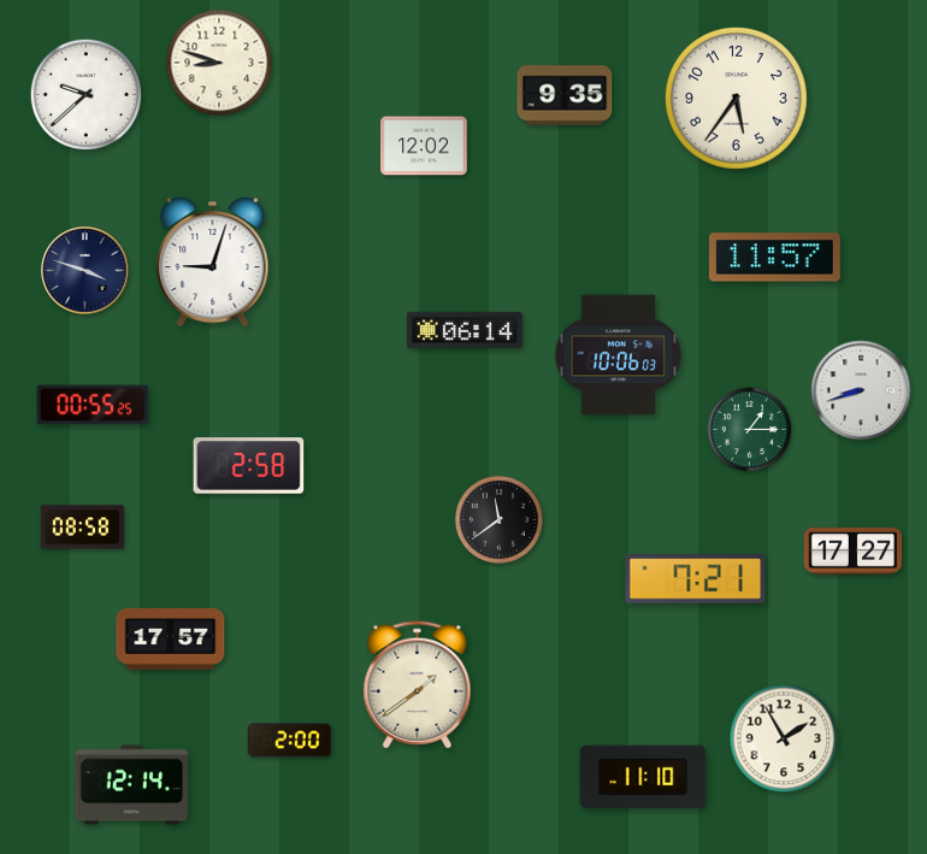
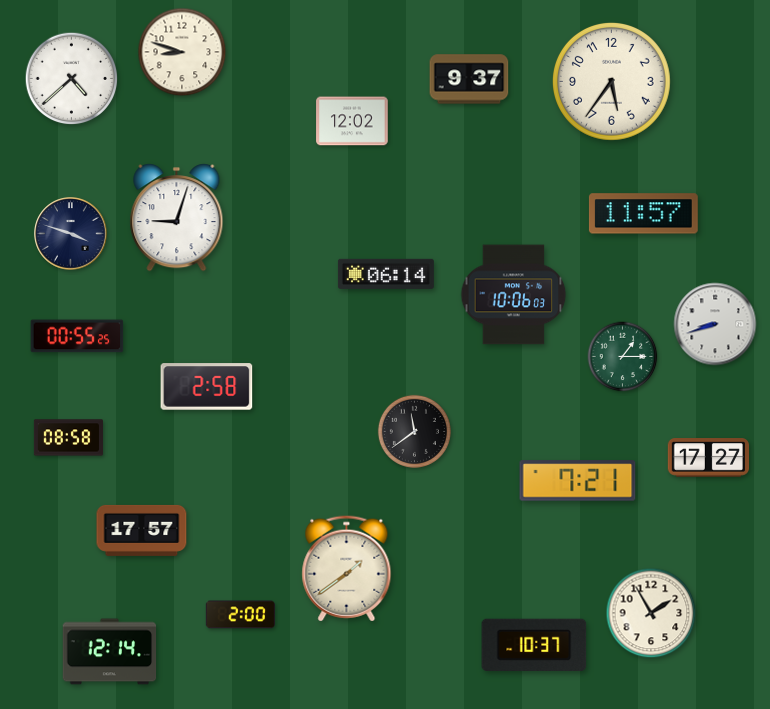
clock at (87, 95): 9:38 -> 4:38
clock at (565, 95): 9:35 -> 9:37
clock at (85, 271) position: (85, 271) -> (71, 234)
clock at (643, 777): 11:10 -> 10:37
